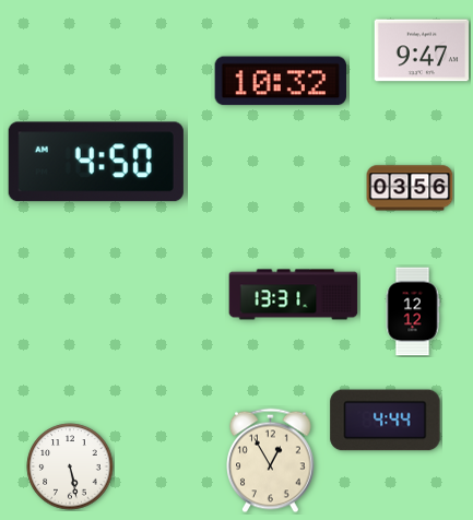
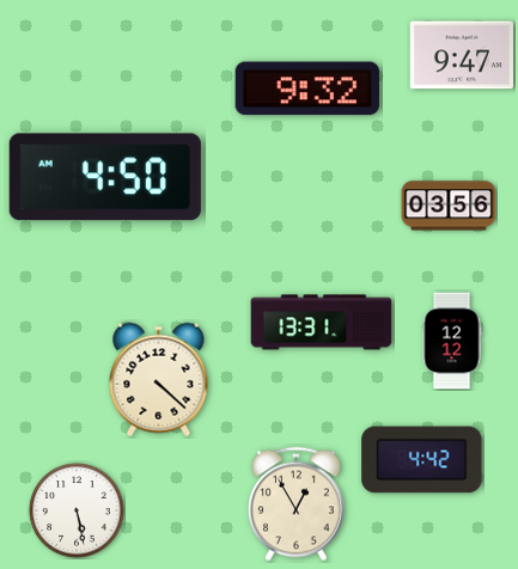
clock at (280, 81): 10:32 -> 9:32
clock at (159, 380): none -> 4:22
clock at (386, 421): 4:44 -> 4:42
